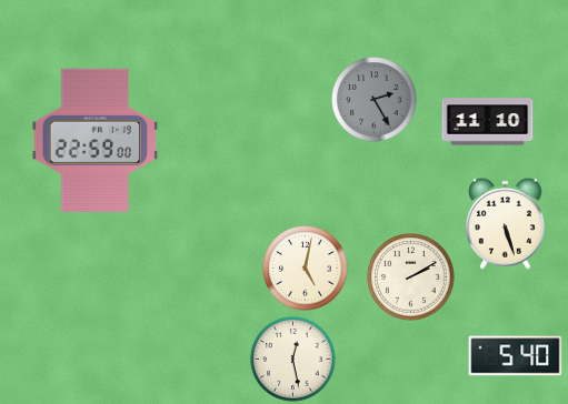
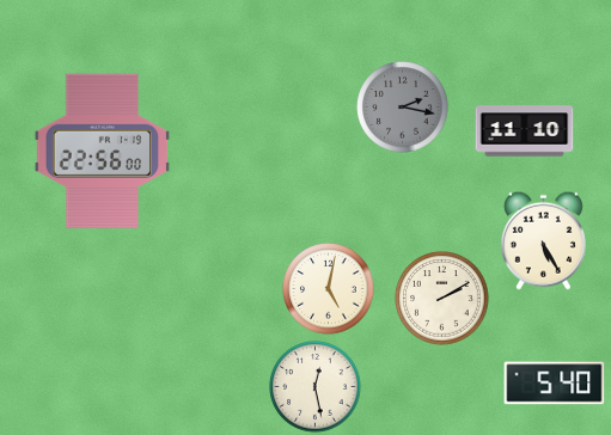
clock at (375, 100): 2:25 -> 2:17
clock at (96, 140): 22:59 -> 22:56
clock at (505, 223): 5:27 -> 5:25
